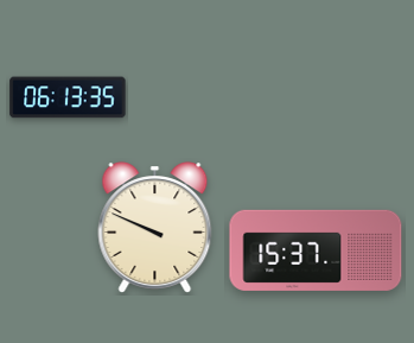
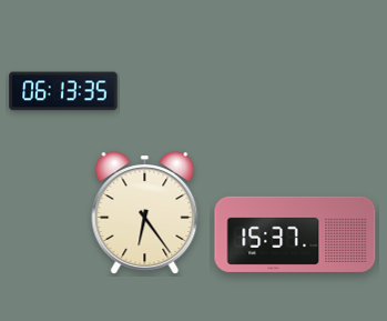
clock at (155, 228): 9:49 -> 6:24
